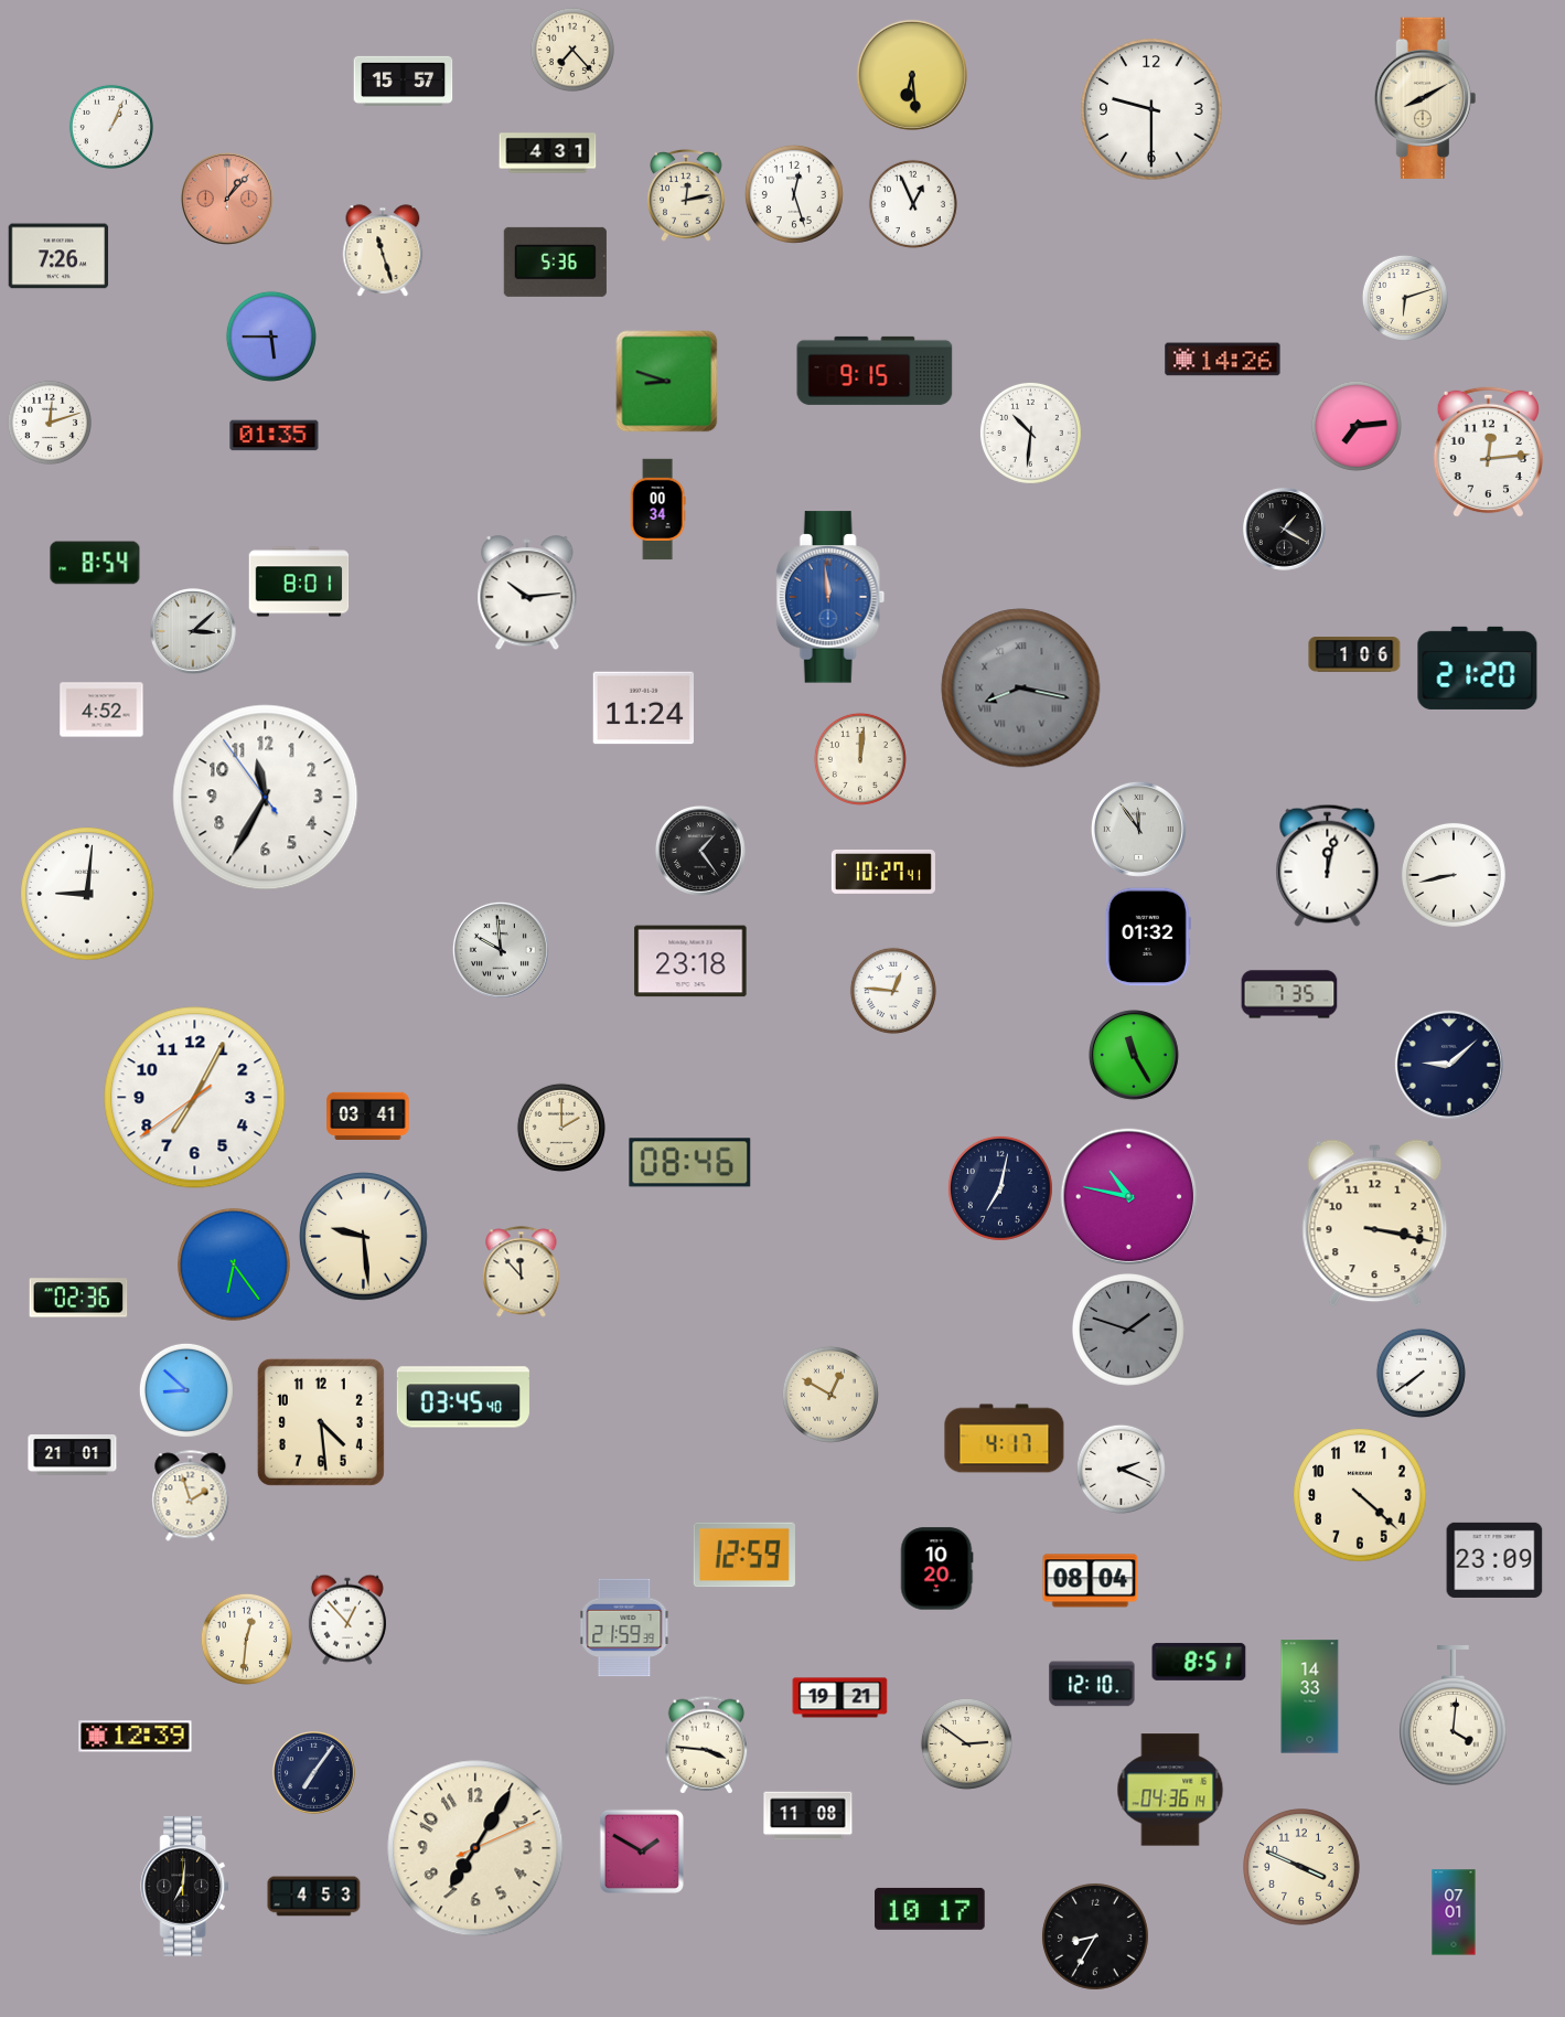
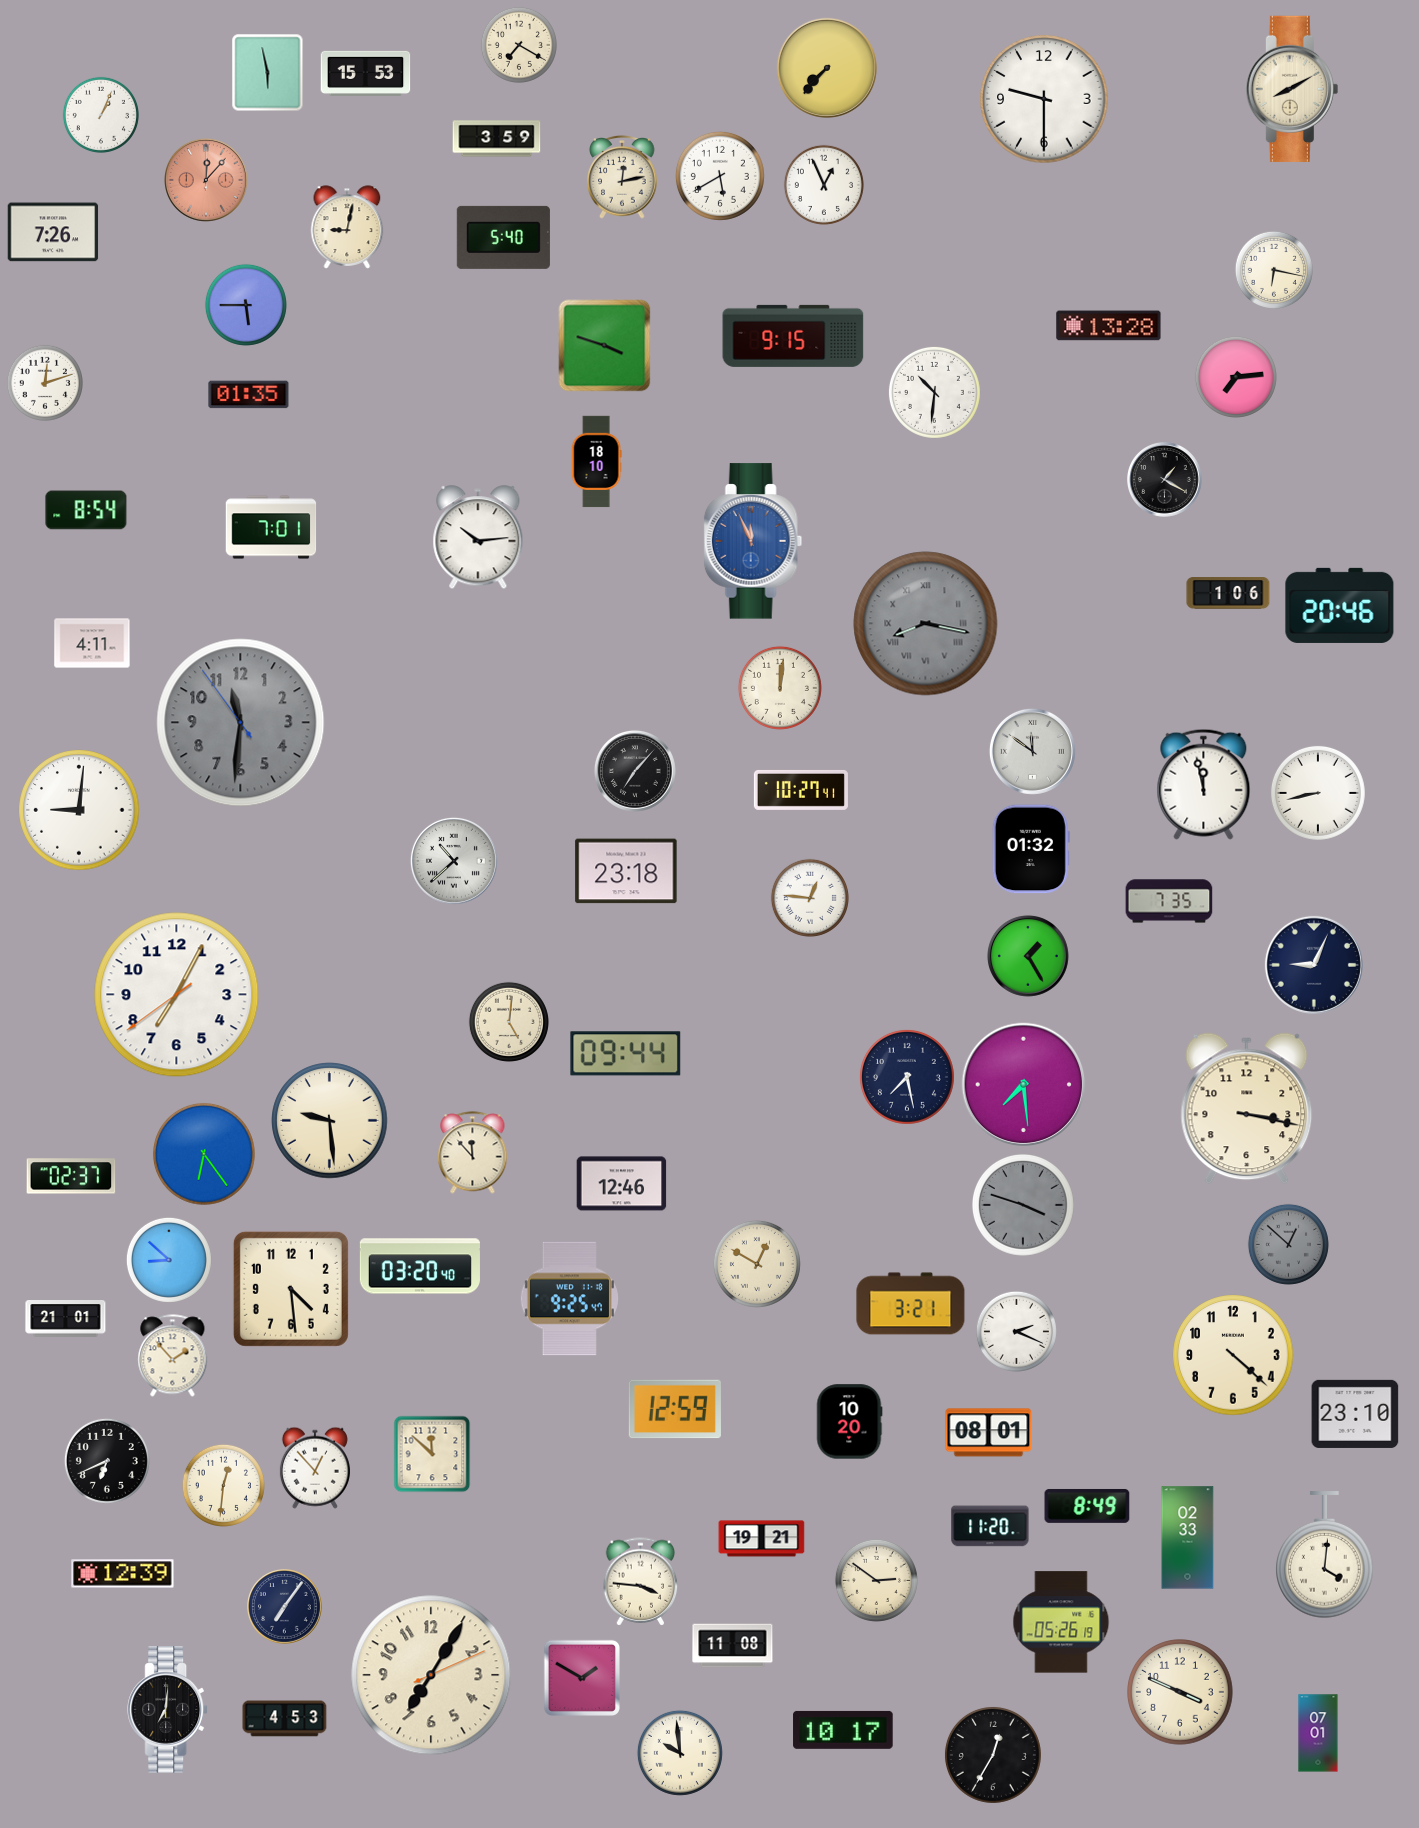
clock at (572, 50): 7:23 -> 7:20
clock at (912, 75): 6:29 -> 7:37
clock at (268, 73): none -> 5:58
clock at (404, 81): 15:57 -> 15:53
clock at (548, 153): 4:31 -> 3:59
clock at (794, 194): 12:27 -> 5:40
clock at (227, 199): 1:07 -> 12:07
clock at (913, 204) position: (913, 204) -> (824, 185)
clock at (383, 250): 11:27 -> 9:02
clock at (555, 262): 5:36 -> 5:40
clock at (1405, 298): 6:12 -> 6:17
clock at (1223, 360): 14:26 -> 13:28
clock at (667, 382): 8:48 -> 3:48
clock at (1357, 426) position: (1357, 426) -> (1236, 377)
clock at (1488, 451): 12:14 -> none
clock at (657, 510): 00:34 -> 18:10
clock at (299, 581): 8:01 -> 7:01
clock at (830, 597): 11:59 -> 11:56
clock at (194, 632): 3:08 -> none
clock at (1478, 668): 21:20 -> 20:46
clock at (644, 708): 11:24 -> none
clock at (101, 709): 4:52 -> 4:11
clock at (266, 798): 11:34 -> 11:30
clock at (266, 798) dial: white -> grey
clock at (1138, 829): 11:54 -> 11:51
clock at (700, 851): 1:24 -> 7:07
clock at (1328, 865): 12:02 -> 11:58
clock at (1148, 937) position: (1148, 937) -> (1031, 849)
clock at (501, 950): 9:59 -> 10:38
clock at (1134, 1055): 11:25 -> 1:25
clock at (1449, 1065): 9:08 -> 9:04
clock at (368, 1116): 03:41 -> none
clock at (561, 1128): 2:00 -> 5:01
clock at (690, 1163): 08:46 -> 09:44
clock at (1000, 1188): 7:02 -> 7:28
clock at (1129, 1197): 10:47 -> 7:29
clock at (234, 1264) position: (234, 1264) -> (204, 1154)
clock at (78, 1298): 02:36 -> 02:37
clock at (622, 1184): none -> 12:46
clock at (1128, 1330): 1:48 -> 3:48
clock at (1421, 1373): 7:39 -> 12:52
clock at (1421, 1373) dial: white -> grey
clock at (830, 1395) position: (830, 1395) -> (757, 1264)
clock at (463, 1397): 03:45 -> 03:20
clock at (569, 1299): none -> 9:25
clock at (1005, 1439): 4:17 -> 3:21
clock at (191, 1496): 1:57 -> 1:53
clock at (1494, 1560): 23:09 -> 23:10
clock at (1091, 1581): 08:04 -> 08:01
clock at (432, 1454): none -> 11:52
clock at (107, 1461): none -> 6:41
clock at (624, 1628): 21:59 -> none
clock at (1199, 1662): 8:51 -> 8:49
clock at (1092, 1684): 12:10 -> 11:20
clock at (1310, 1697): 14:33 -> 02:33
clock at (1454, 1716) position: (1454, 1716) -> (1325, 1555)
clock at (1170, 1790): 04:36 -> 05:26
clock at (680, 1753): none -> 9:59
clock at (1095, 1936): 8:35 -> 12:35
